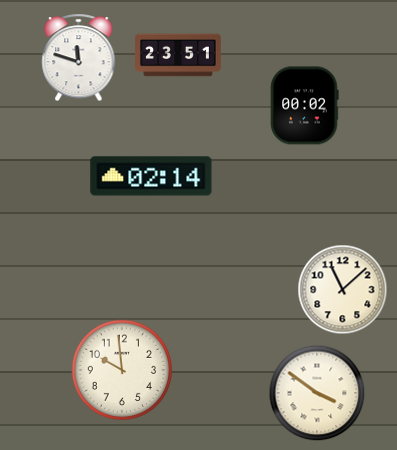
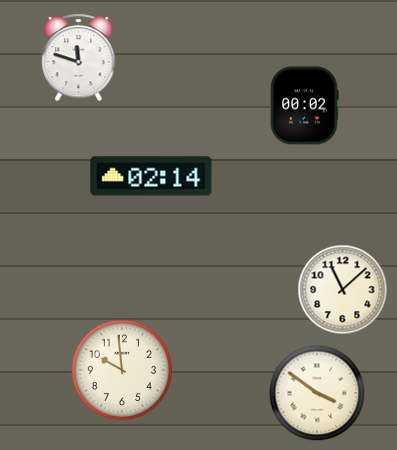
clock at (179, 55): 23:51 -> none
